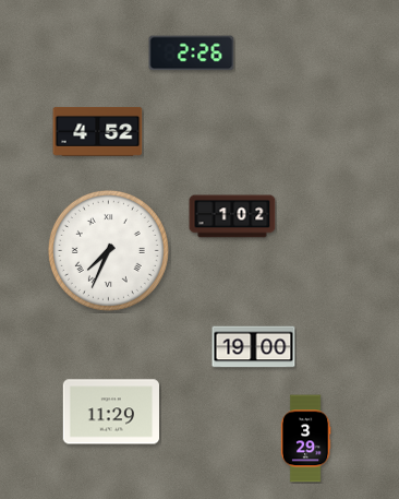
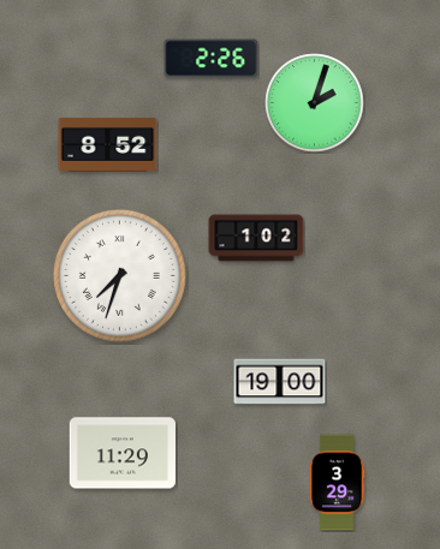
clock at (315, 103): none -> 2:03
clock at (98, 131): 4:52 -> 8:52
clock at (108, 250): 7:34 -> 7:33
